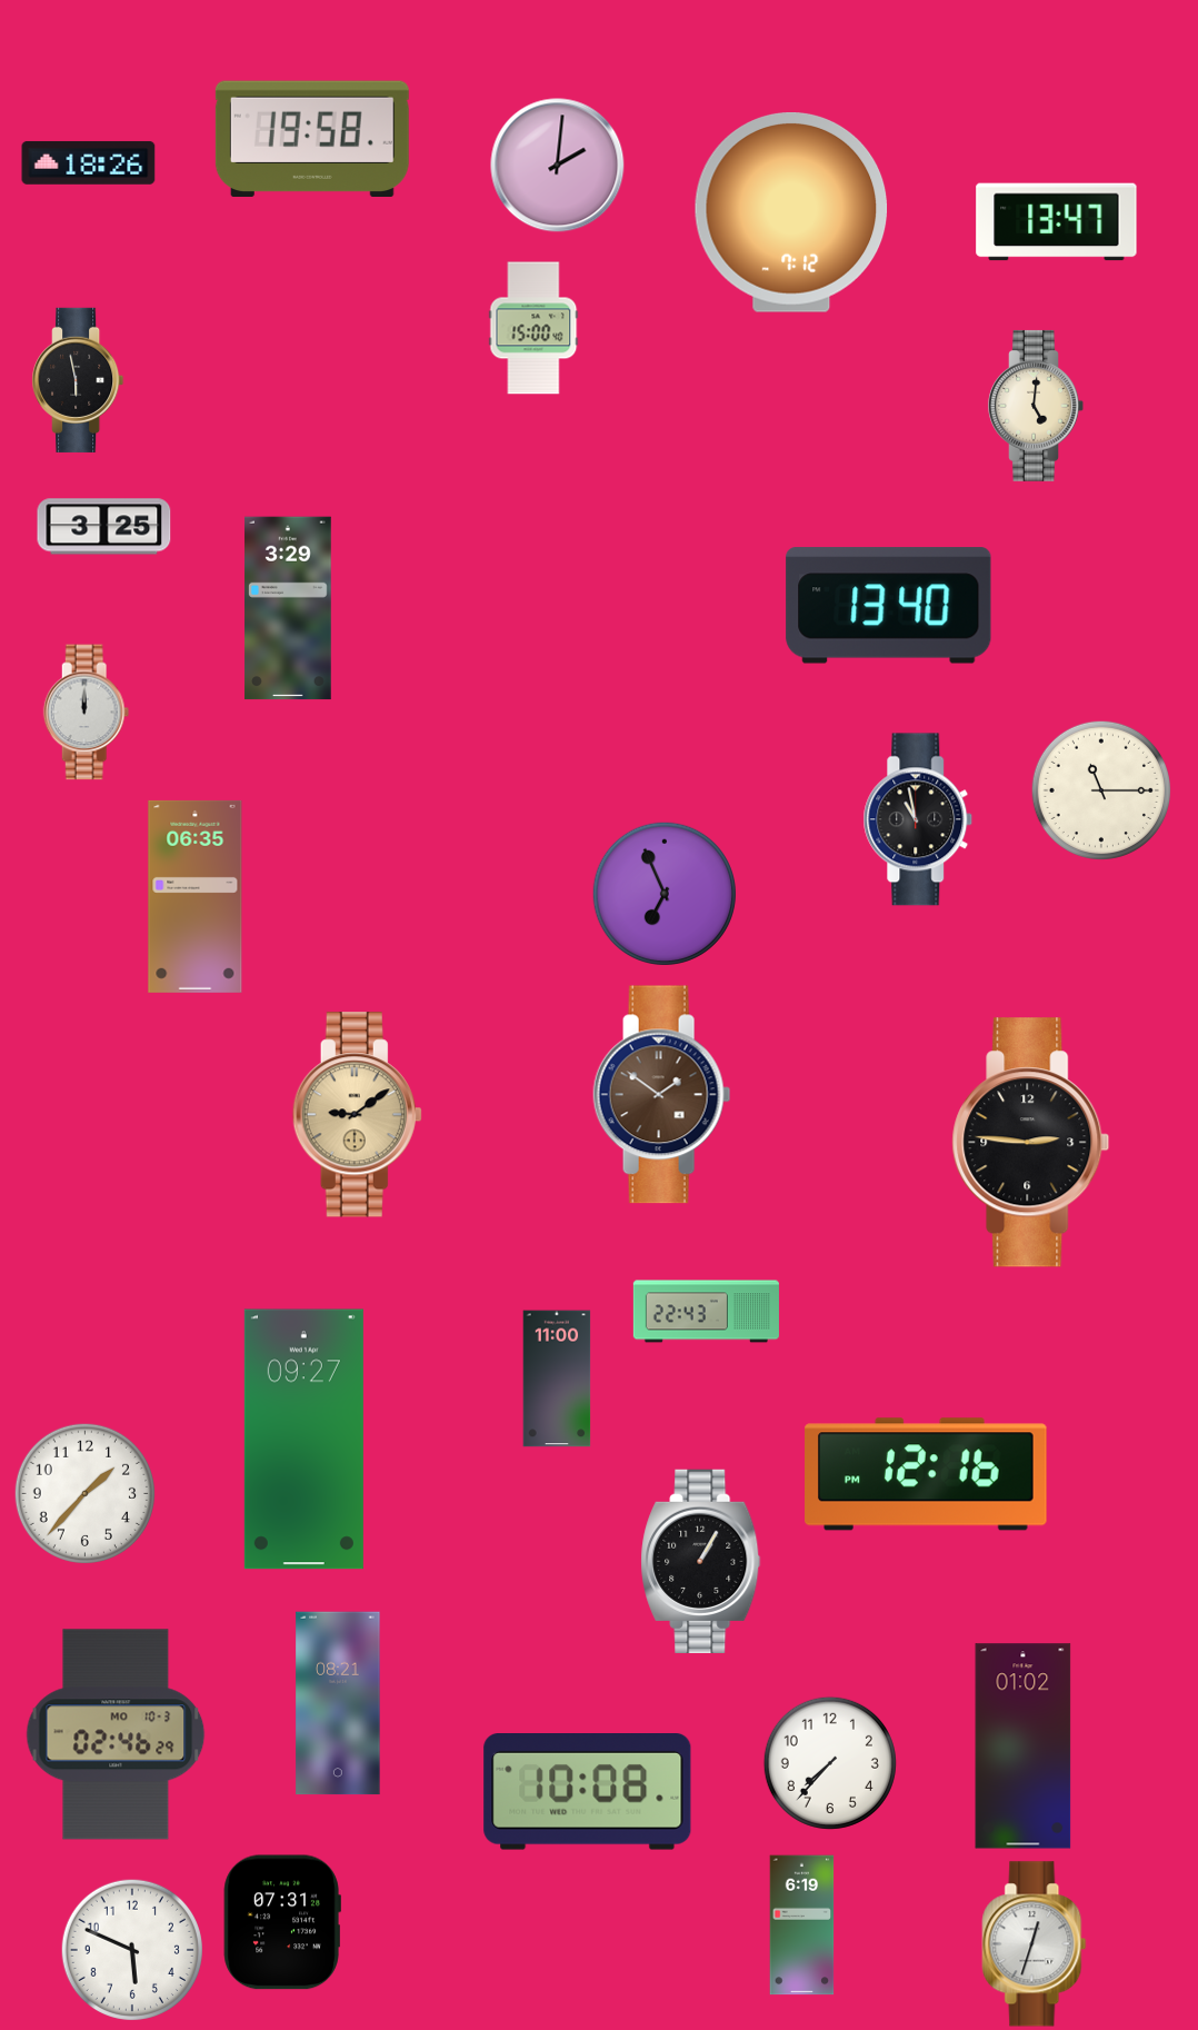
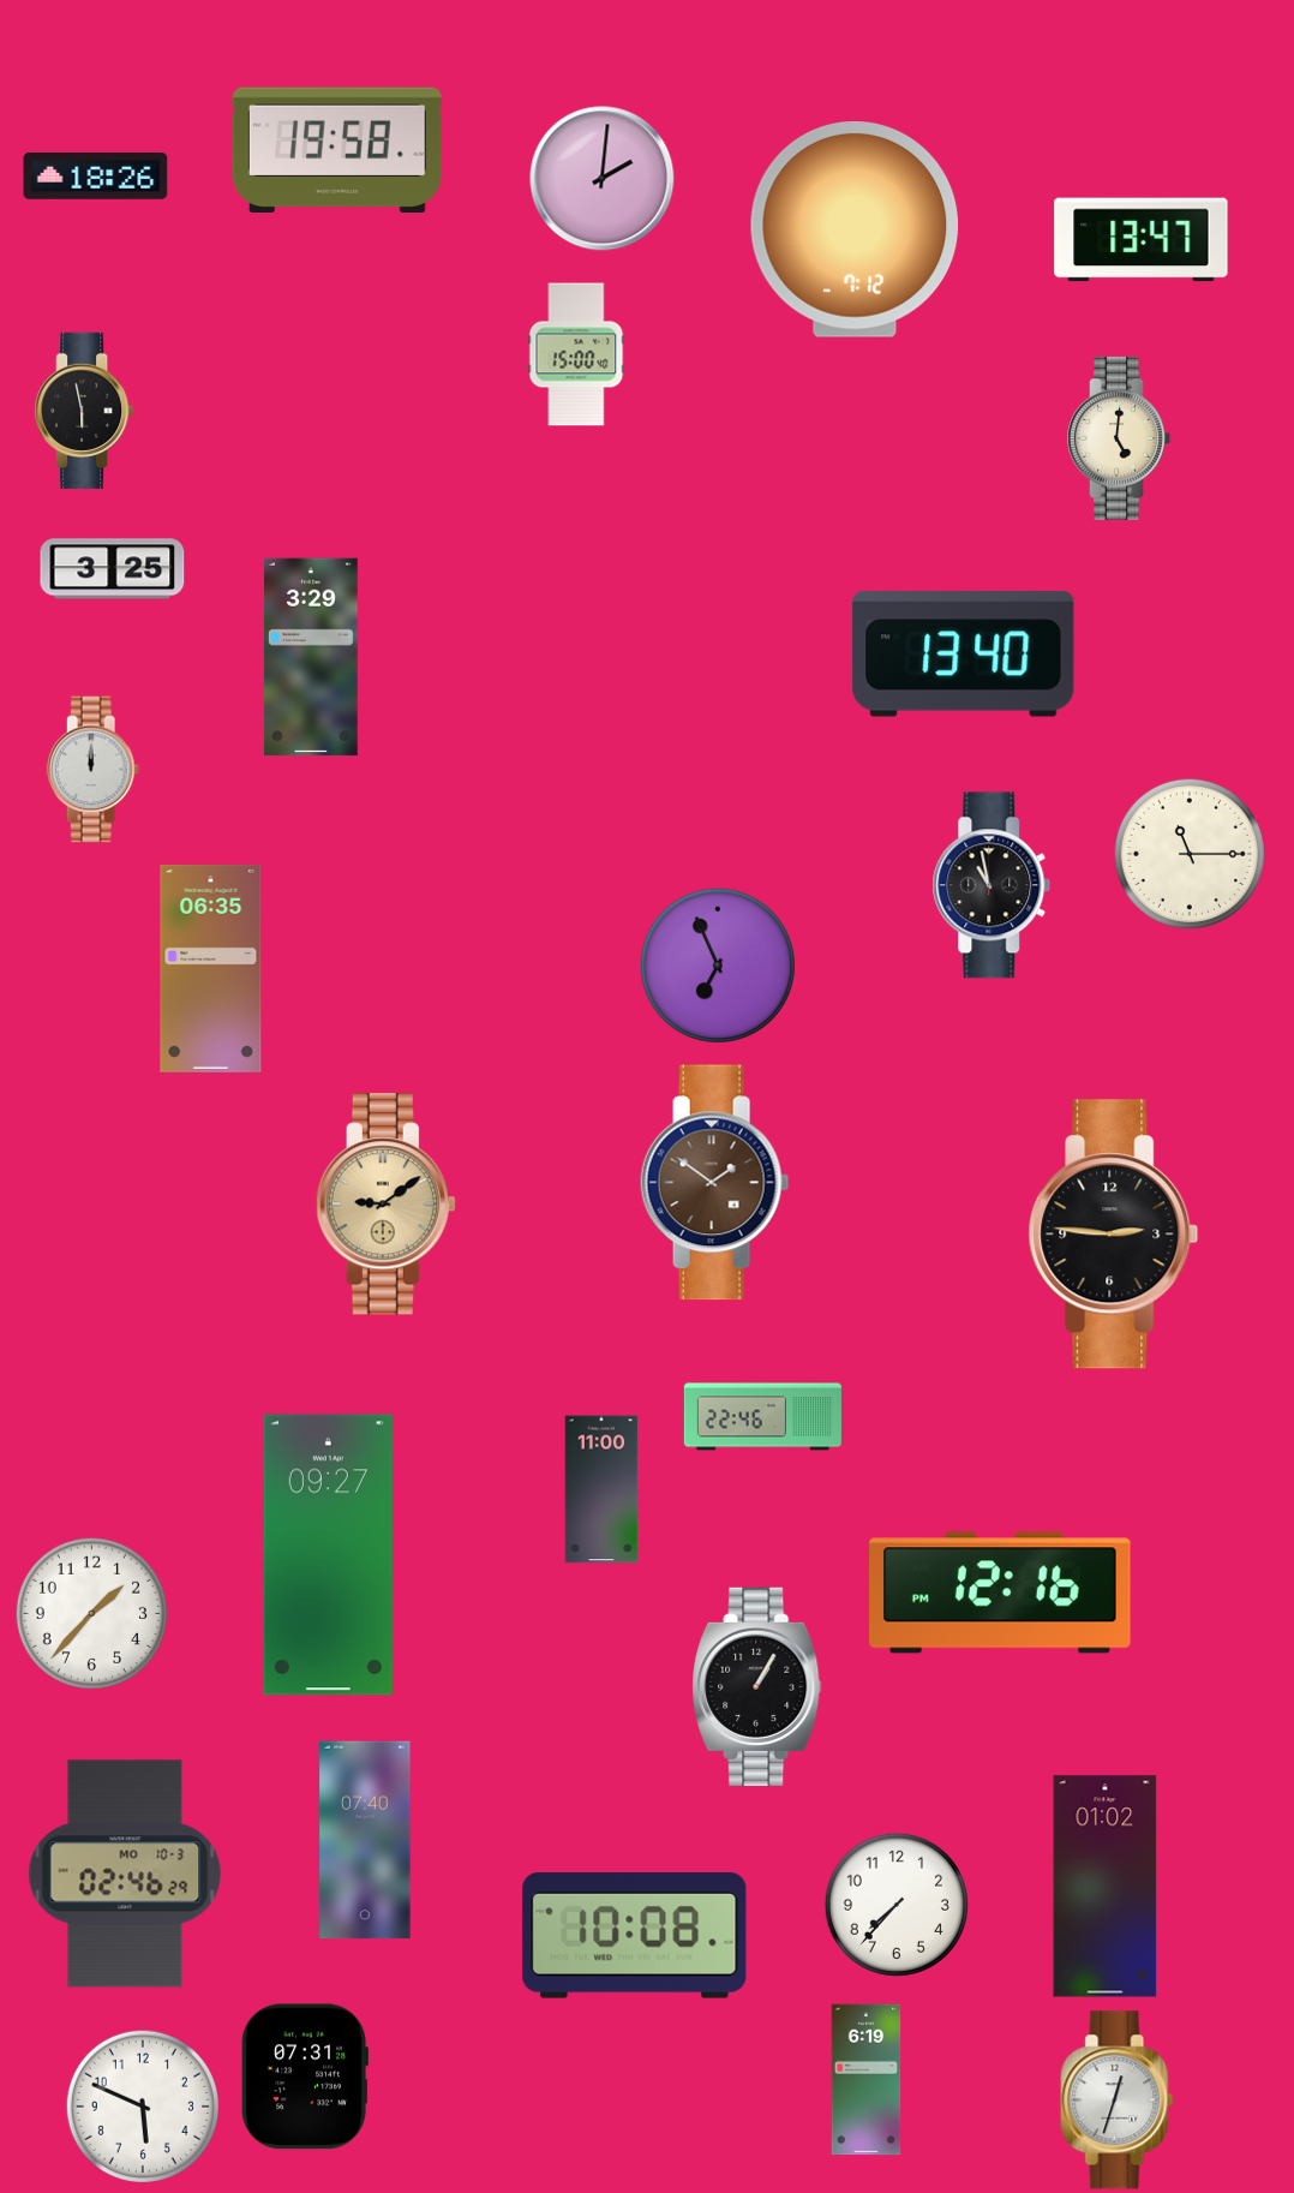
clock at (889, 606) position: (889, 606) -> (964, 655)
clock at (706, 1312): 22:43 -> 22:46
clock at (338, 1703): 08:21 -> 07:40
